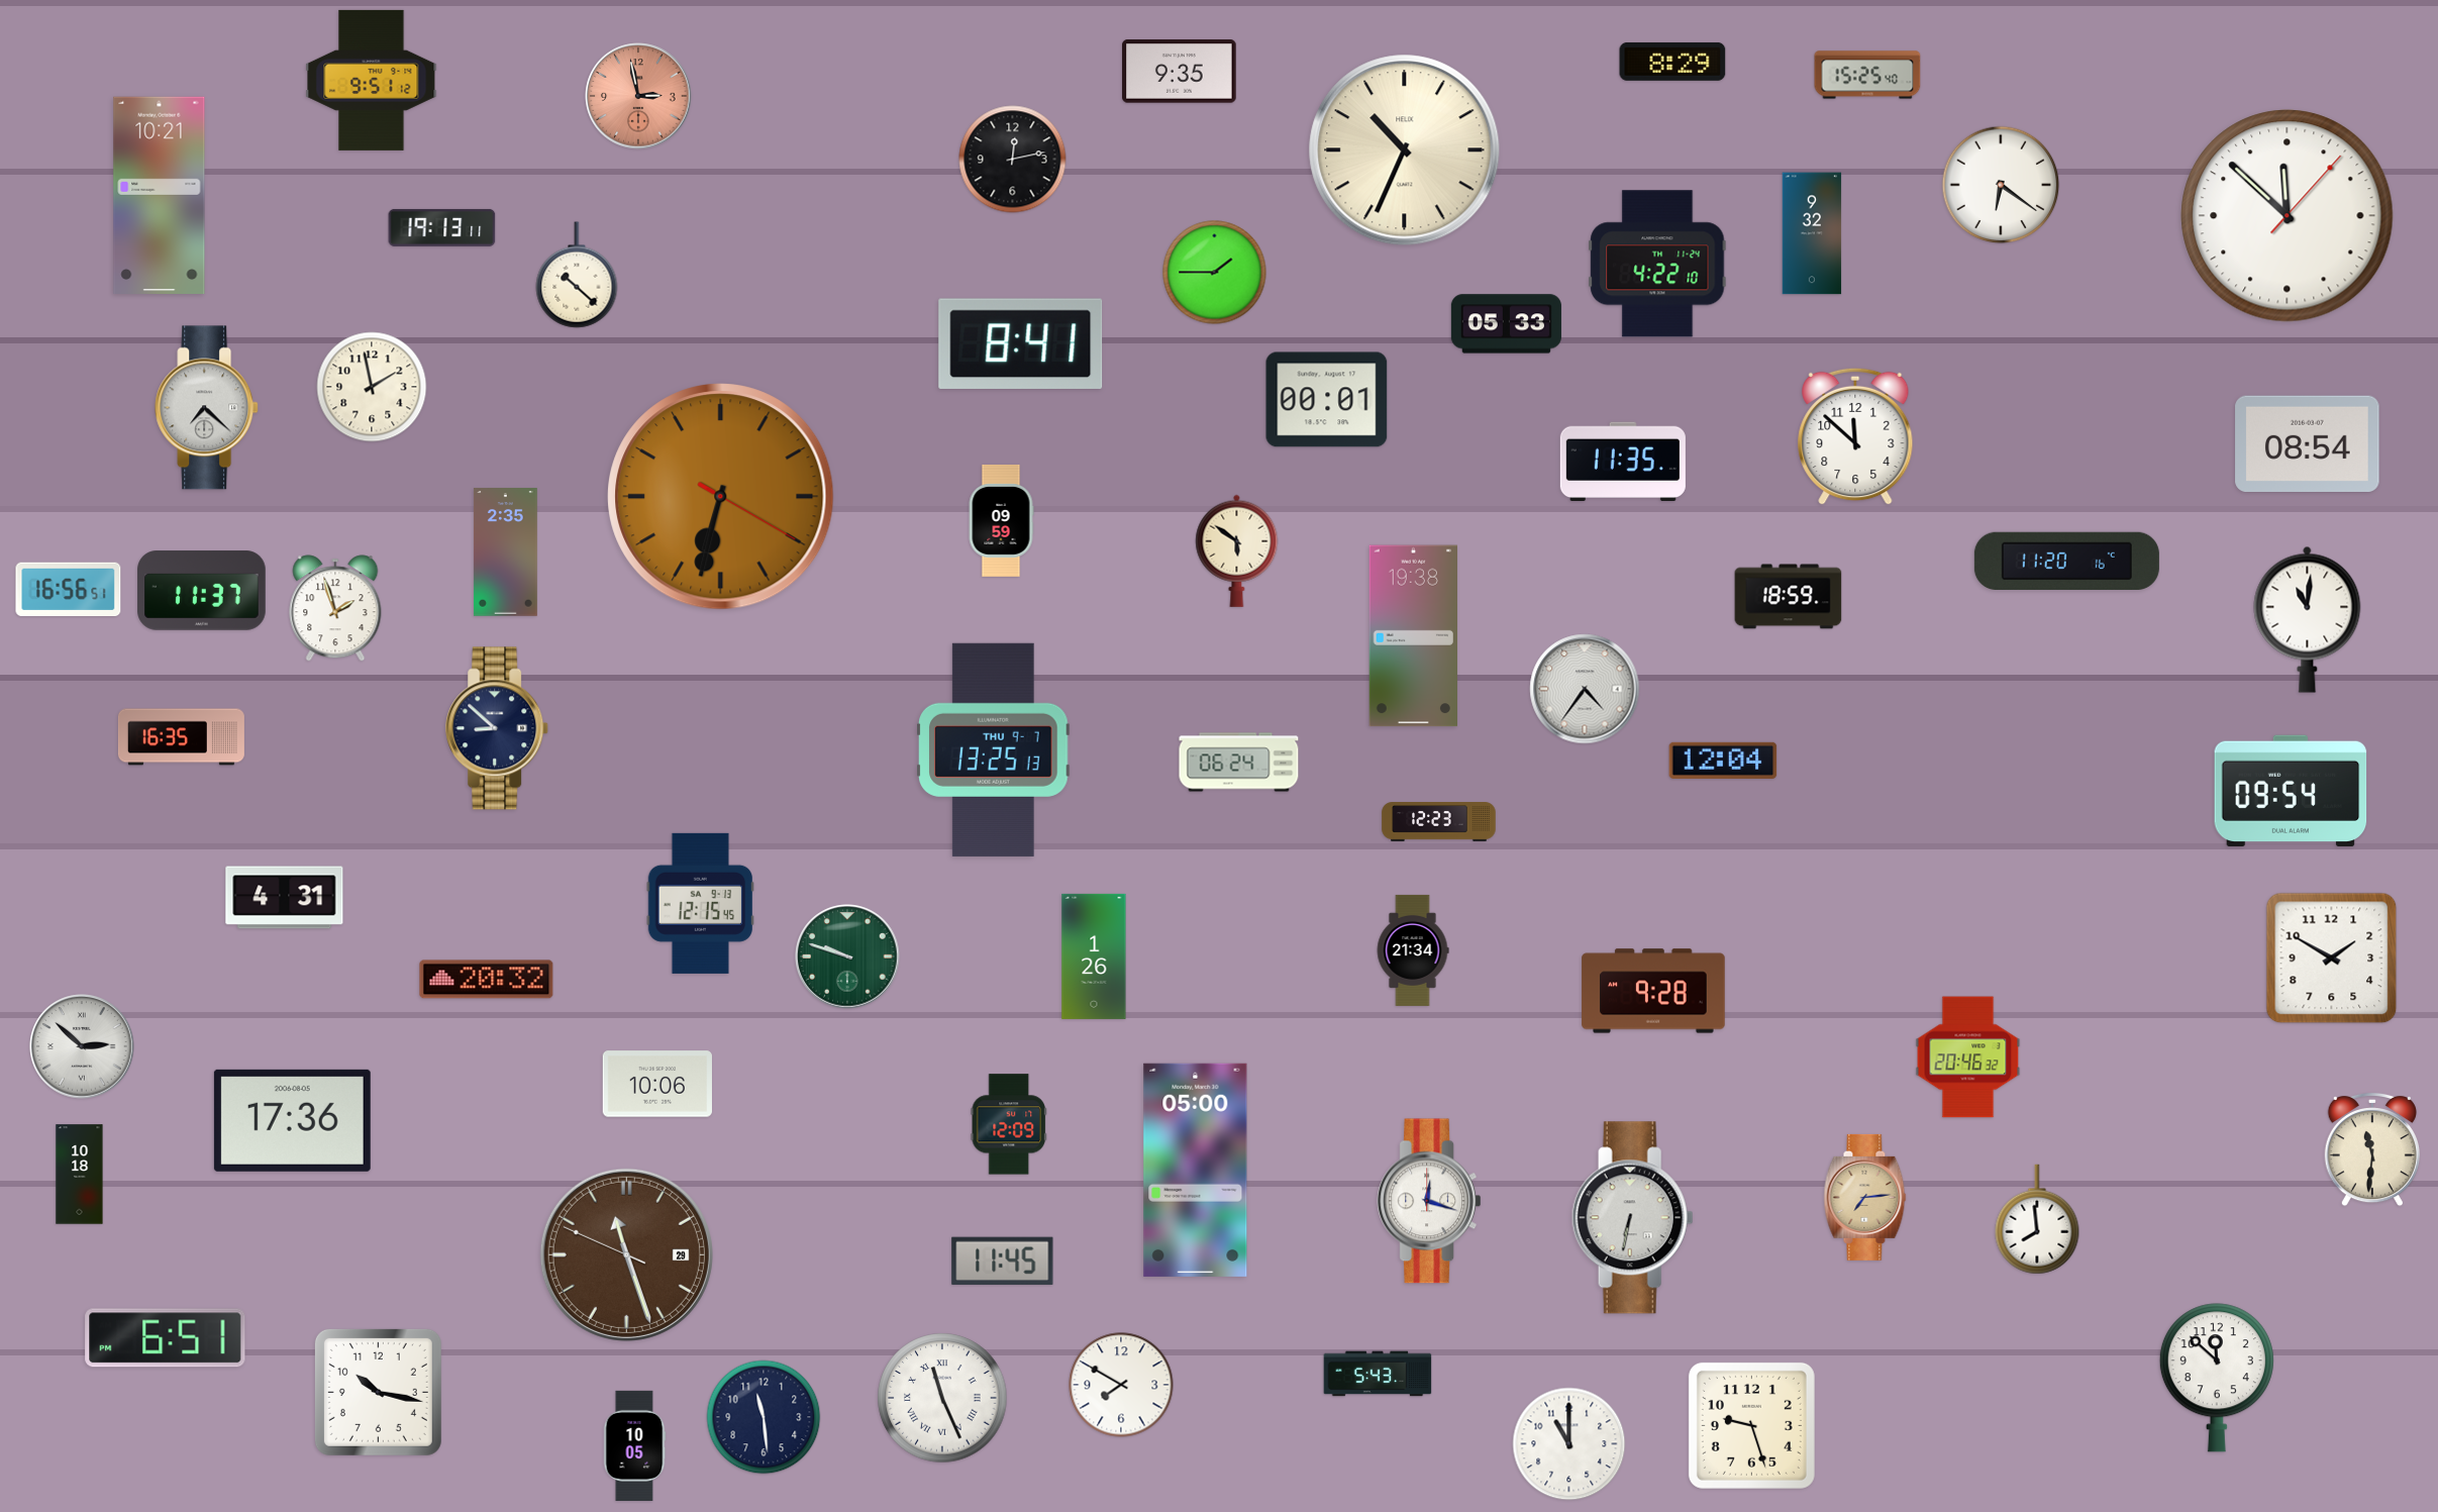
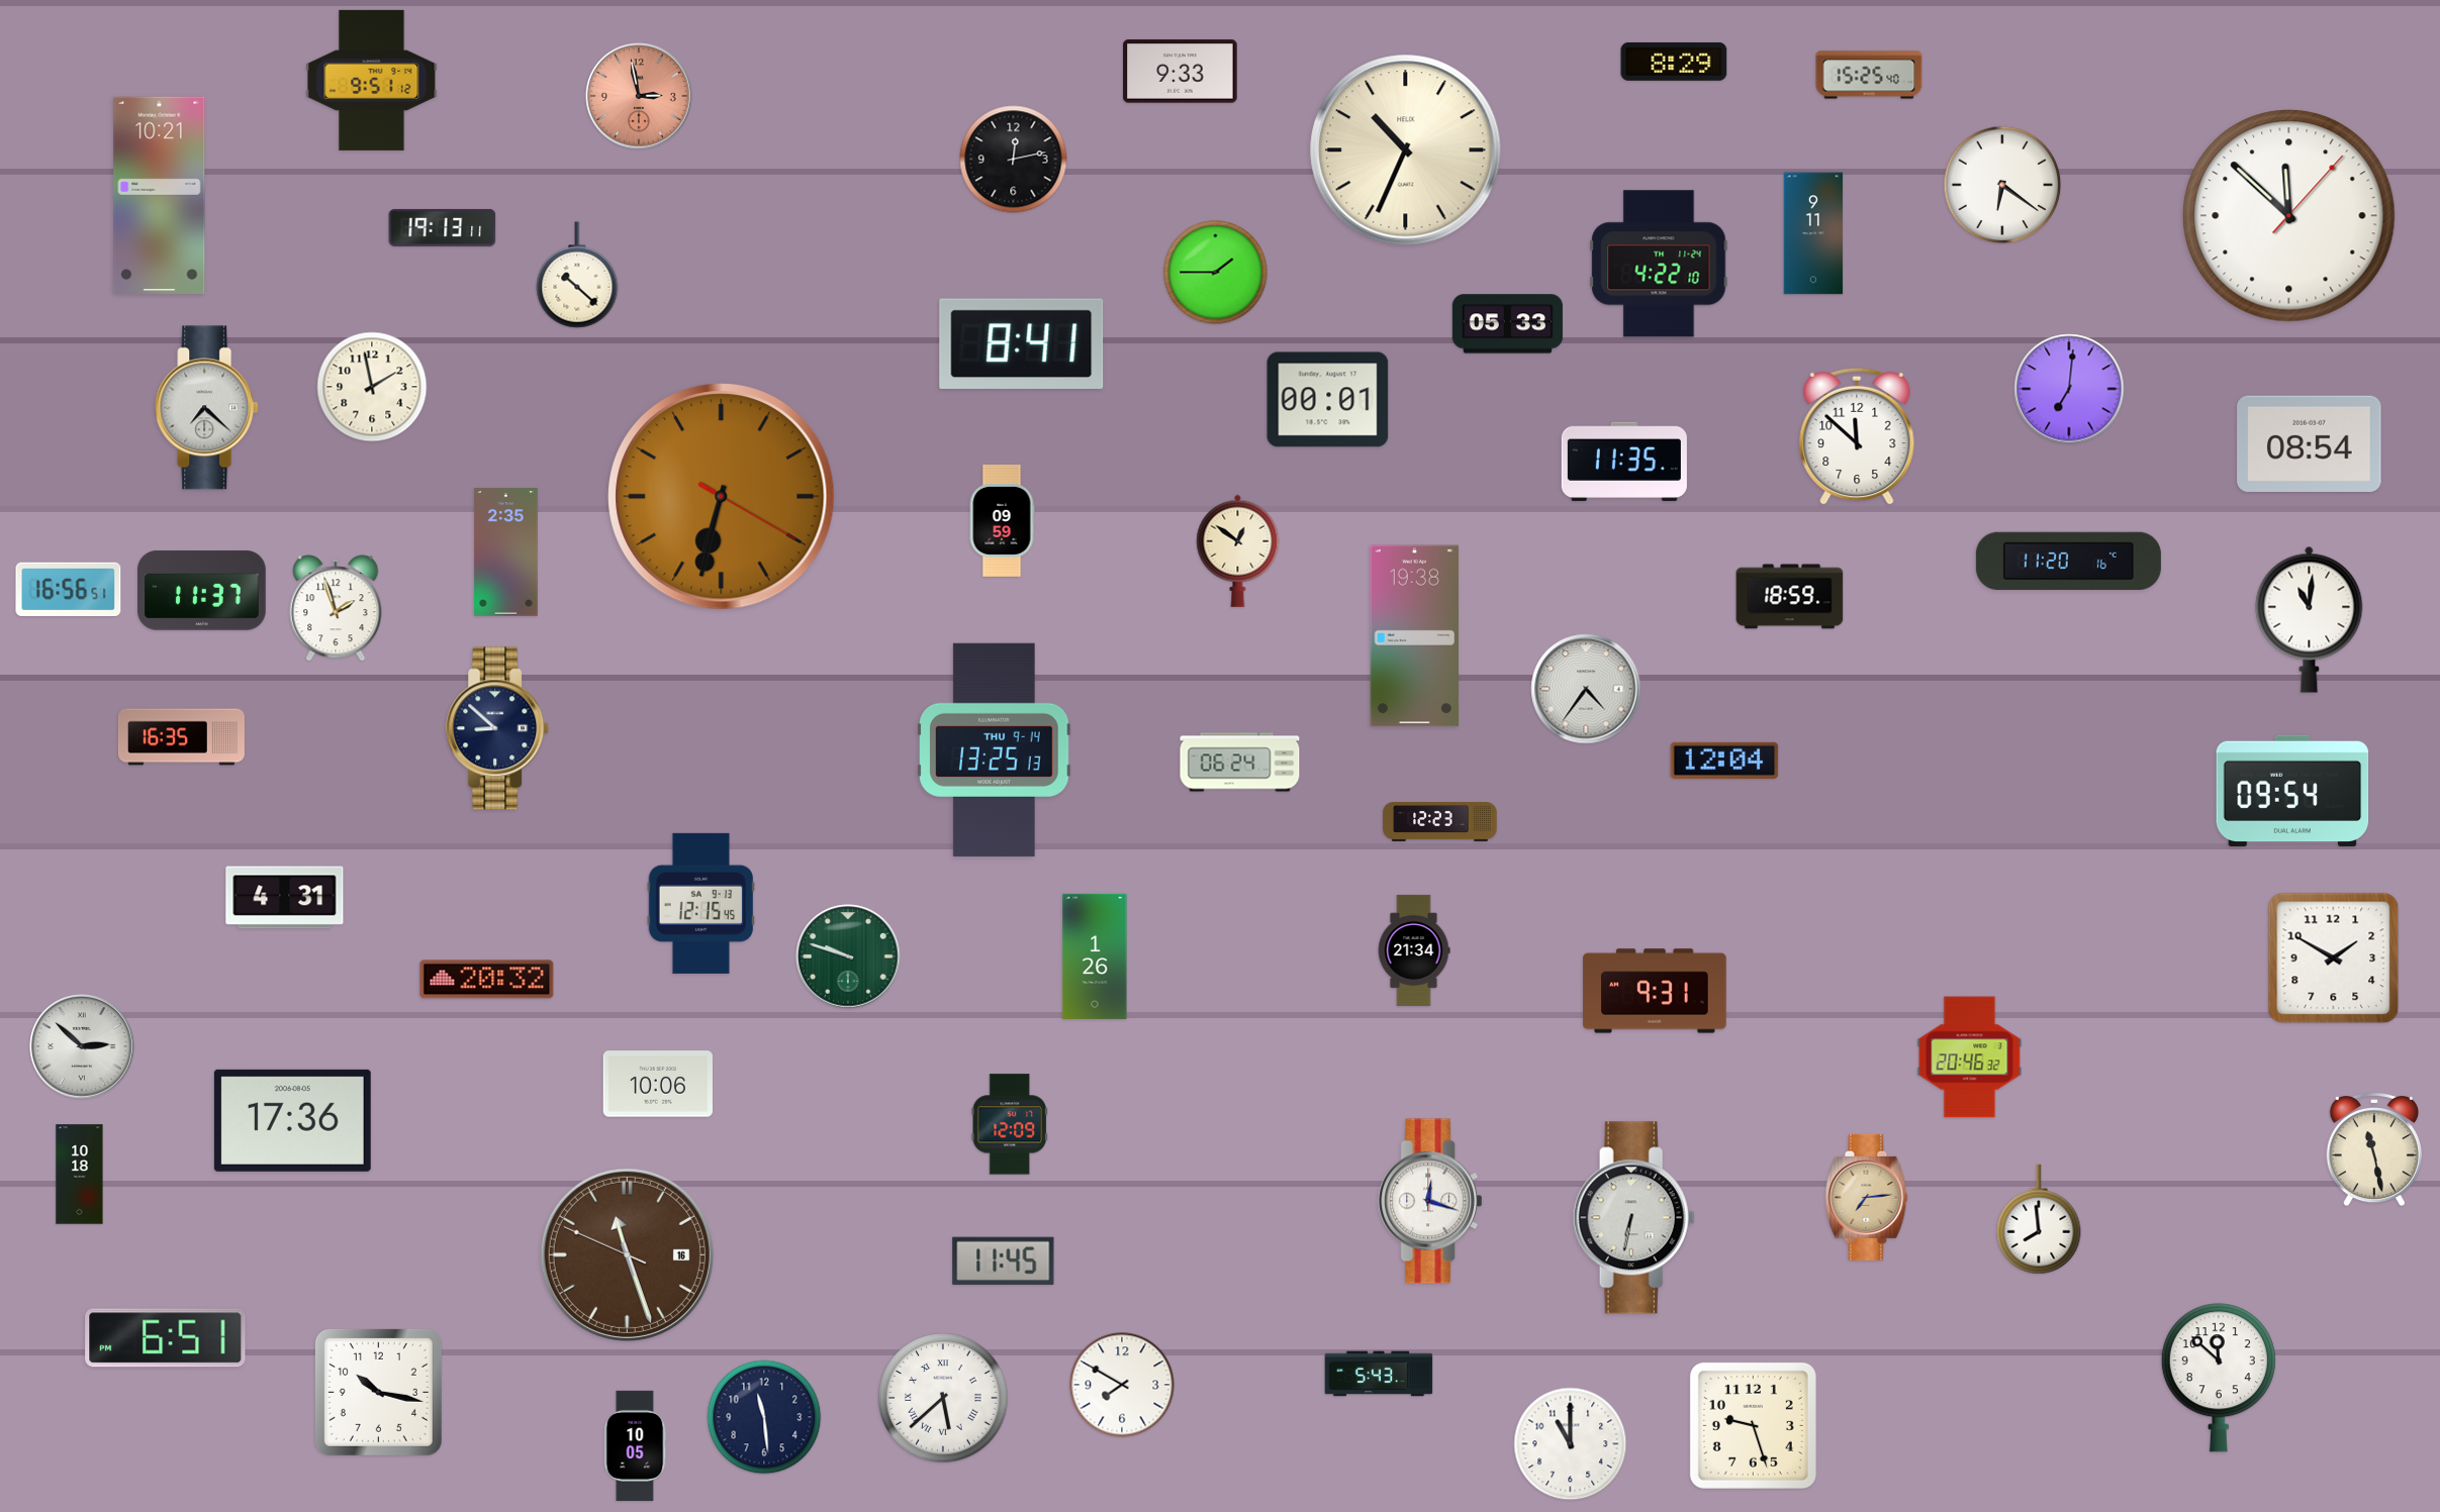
clock at (1180, 72): 9:35 -> 9:33
clock at (1812, 233): 9:32 -> 9:11
clock at (2069, 389): none -> 7:01
clock at (1237, 550): 5:51 -> 12:51
clock at (994, 749) date: THU 9-7 -> THU 9-14
clock at (1653, 991): 9:28 -> 9:31
clock at (2372, 1149): 11:31 -> 11:28
clock at (1196, 1170): 05:00 -> none
clock at (626, 1254) date: 29 -> 16
clock at (942, 1398): 11:26 -> 5:38
